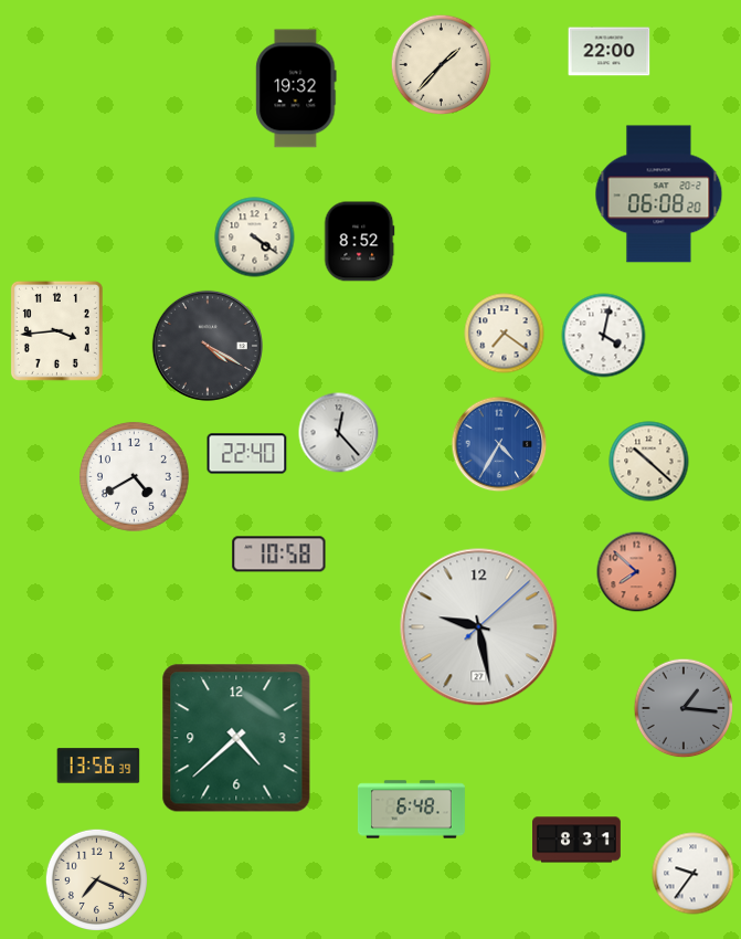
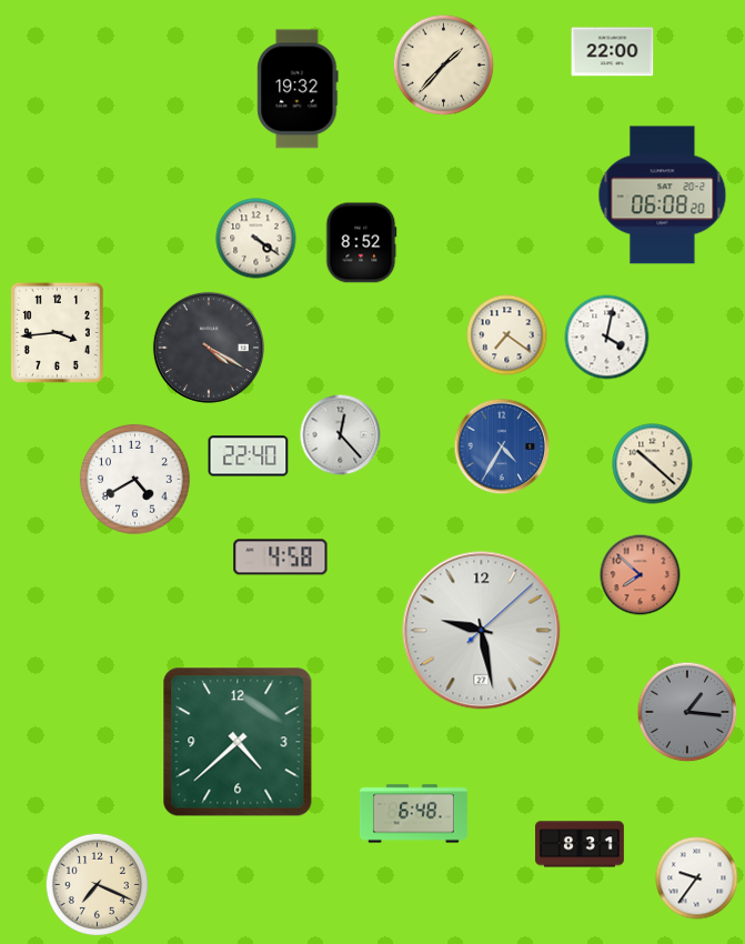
clock at (279, 555): 10:58 -> 4:58
clock at (98, 766): 13:56 -> none
